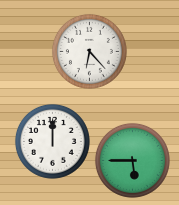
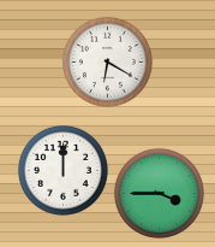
clock at (89, 51): 6:23 -> 6:20
clock at (132, 160): 5:45 -> 3:45
